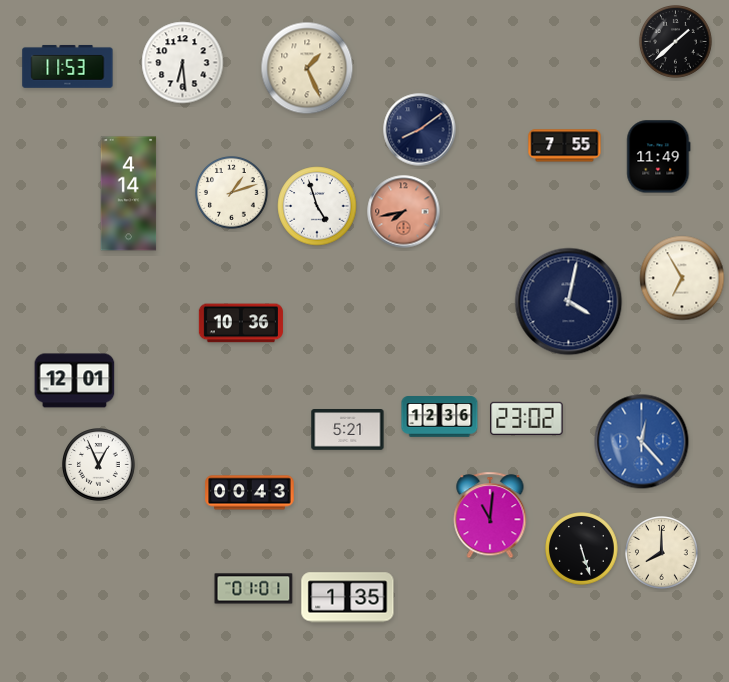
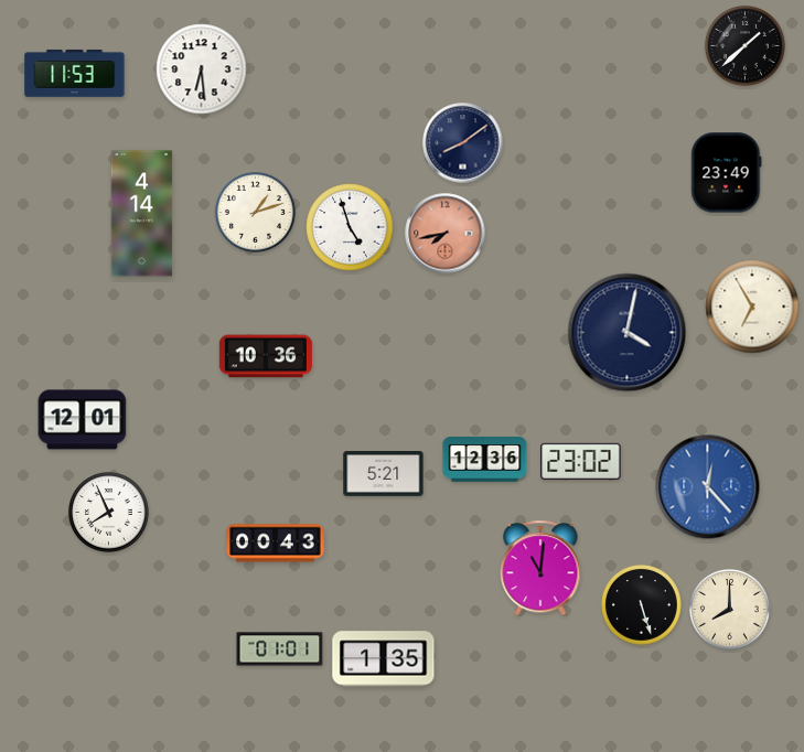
clock at (307, 68): 1:26 -> none
clock at (565, 146): 7:55 -> none
clock at (659, 157): 11:49 -> 23:49
clock at (99, 465): 12:56 -> 7:56
